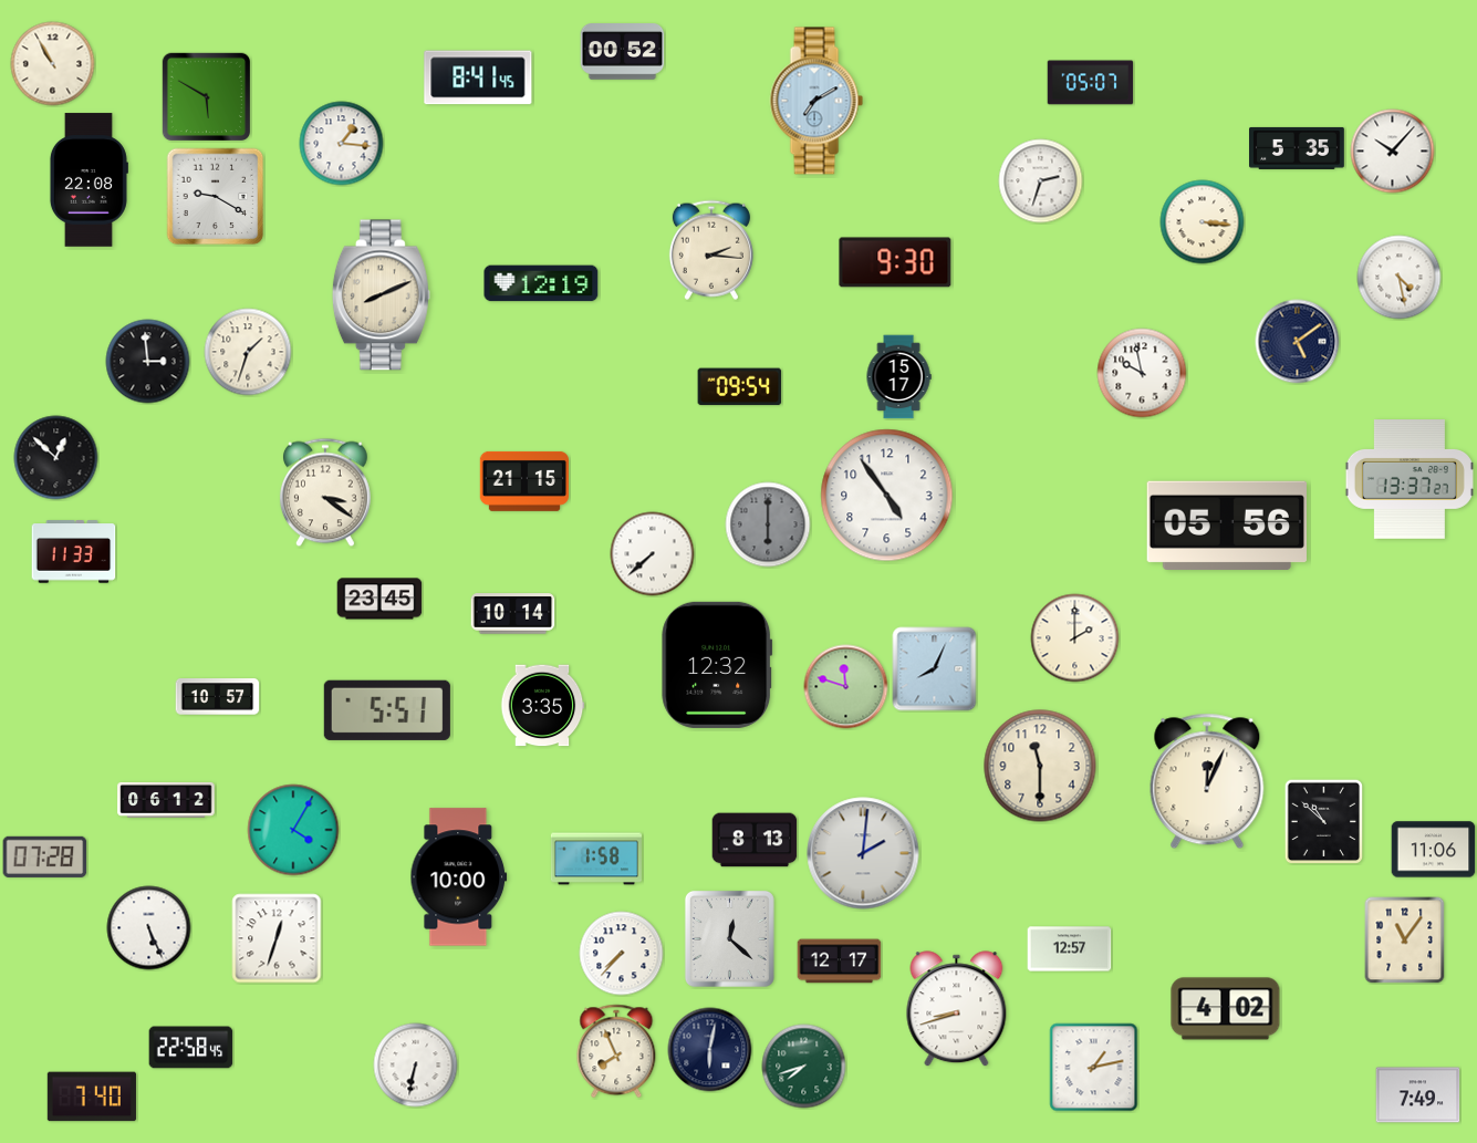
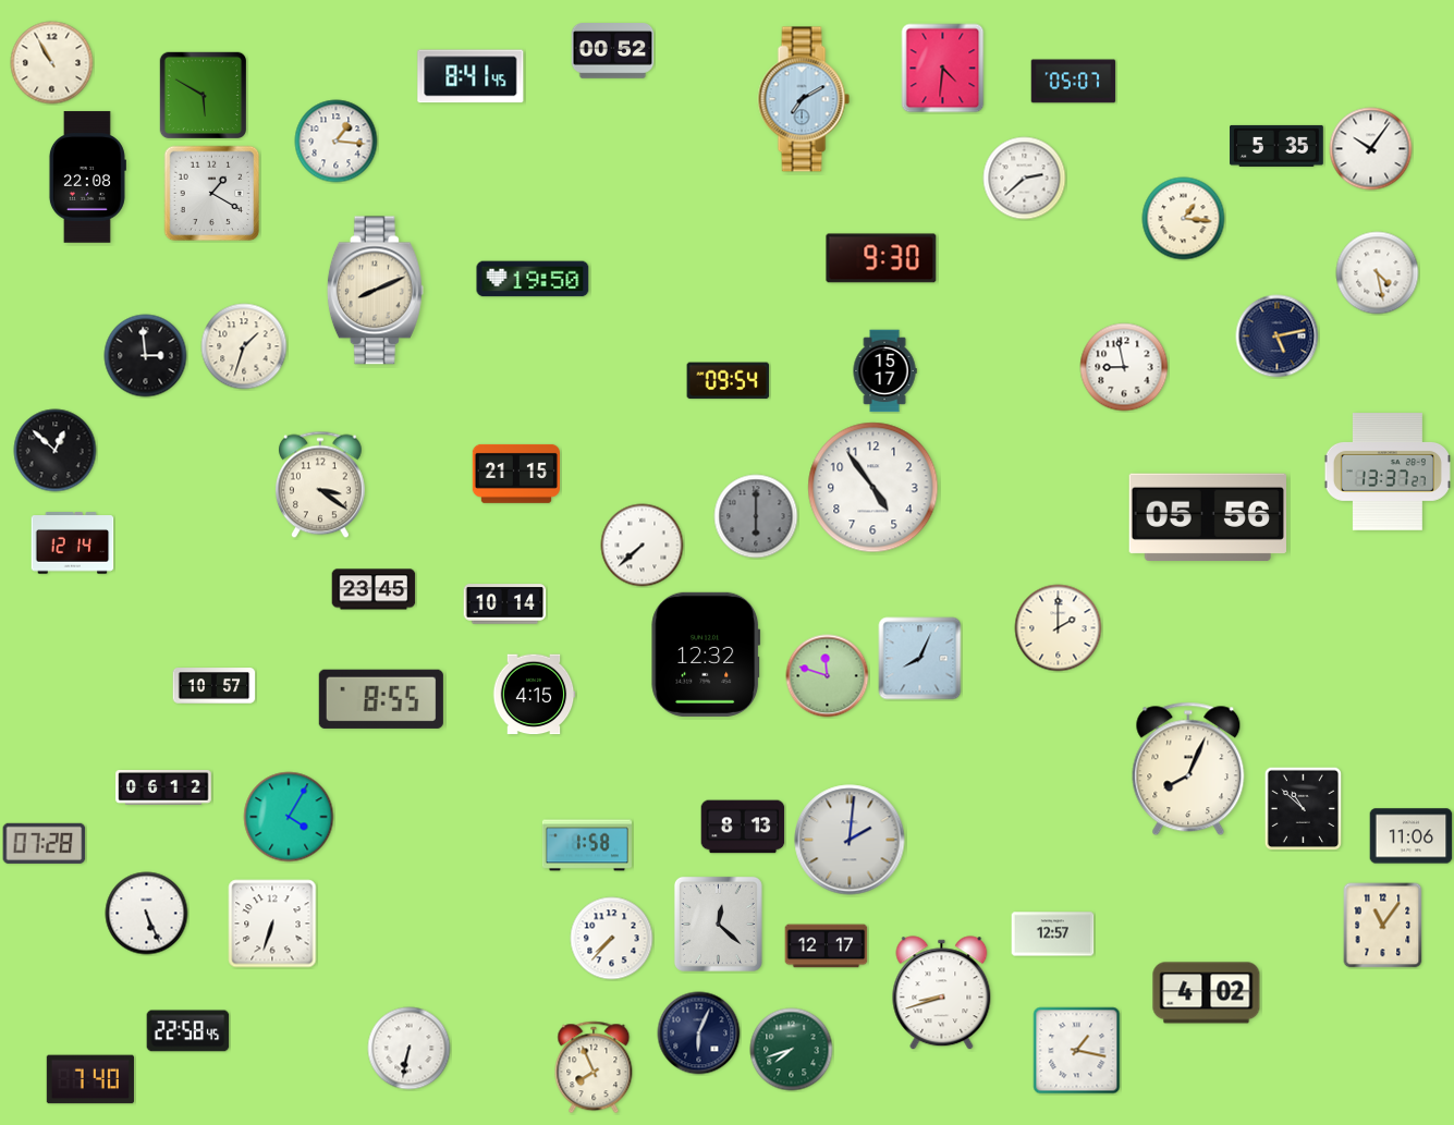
clock at (943, 69): none -> 4:31
clock at (1393, 152): 10:07 -> 10:06
clock at (1041, 181): 2:33 -> 2:38
clock at (216, 197): 9:20 -> 1:20
clock at (1203, 222): 3:16 -> 1:16
clock at (711, 250): 2:16 -> none
clock at (541, 283): 12:19 -> 19:50
clock at (1298, 342): 5:09 -> 5:13
clock at (1142, 373): 9:58 -> 8:58
clock at (74, 552): 11:33 -> 12:14
clock at (846, 687) position: (846, 687) -> (828, 676)
clock at (542, 706): 3:35 -> 4:15
clock at (387, 710): 5:51 -> 8:55
clock at (1040, 766): 11:30 -> none
clock at (1207, 781): 12:04 -> 8:04
clock at (459, 877): 10:00 -> none
clock at (277, 938): 12:33 -> 6:33
clock at (710, 1050): 6:02 -> 6:04
clock at (616, 1051) position: (616, 1051) -> (594, 1067)
clock at (1094, 1068): 1:13 -> 1:17
clock at (1418, 1095): 7:49 -> none
